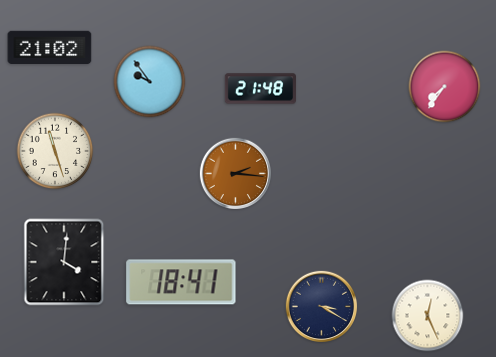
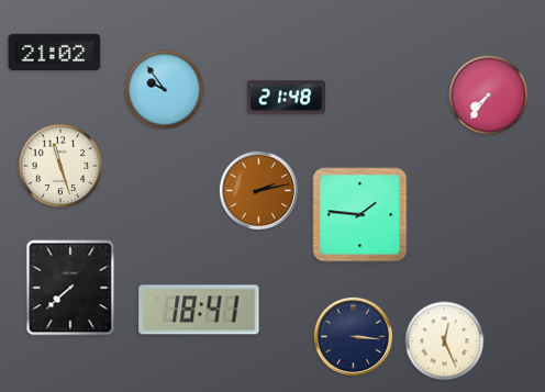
clock at (236, 174): 2:16 -> 2:13
clock at (360, 215): none -> 1:46
clock at (64, 262): 4:01 -> 7:38
clock at (322, 307): 3:20 -> 3:16
clock at (428, 316) position: (428, 316) -> (445, 341)
